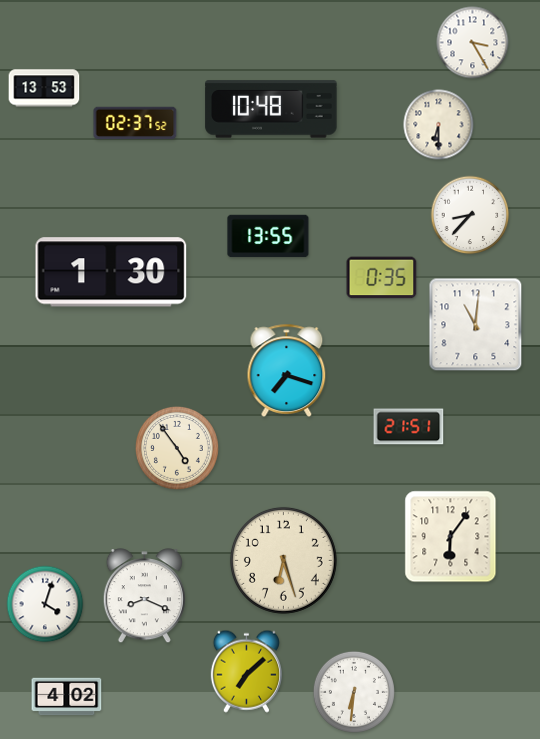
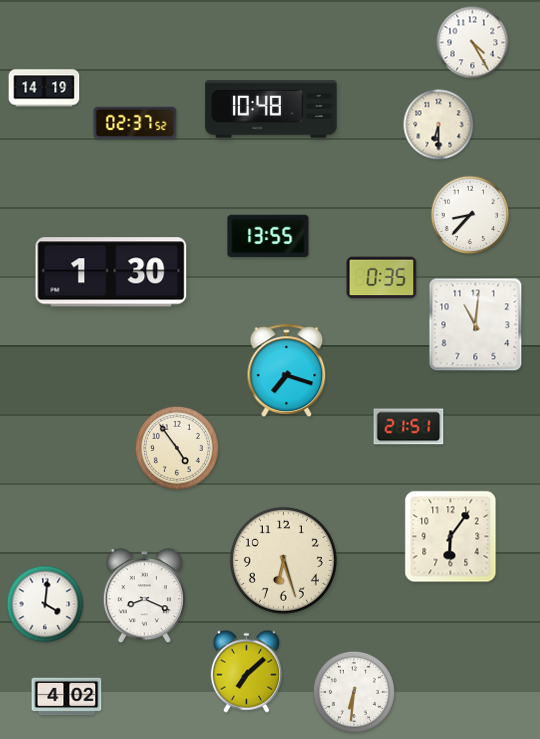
clock at (473, 43): 3:25 -> 4:25
clock at (44, 88): 13:53 -> 14:19
clock at (45, 604): 4:03 -> 4:01
